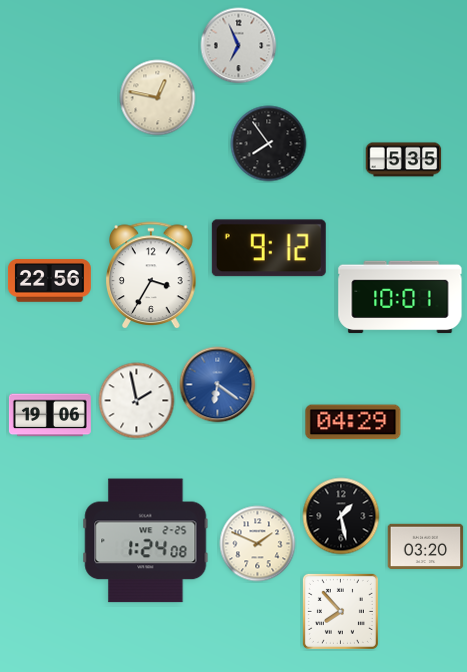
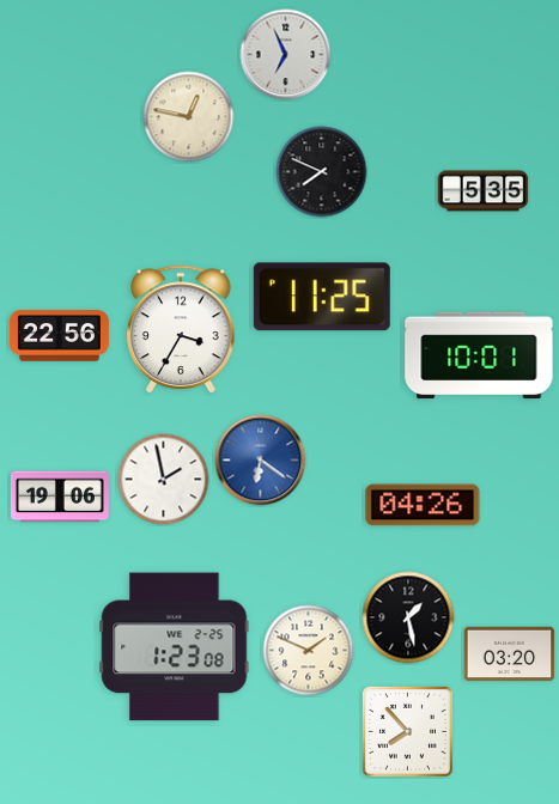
clock at (269, 144): 7:54 -> 7:49
clock at (269, 248): 9:12 -> 11:25
clock at (353, 422): 04:29 -> 04:26
clock at (146, 541): 1:24 -> 1:23
